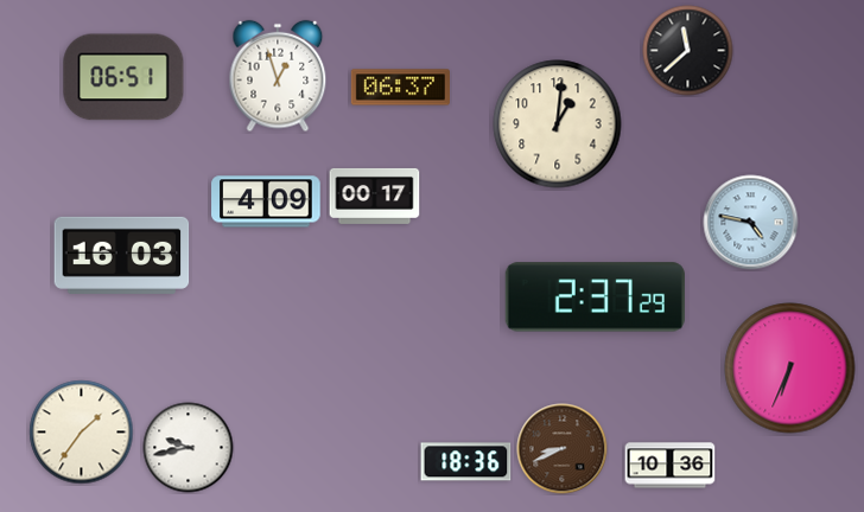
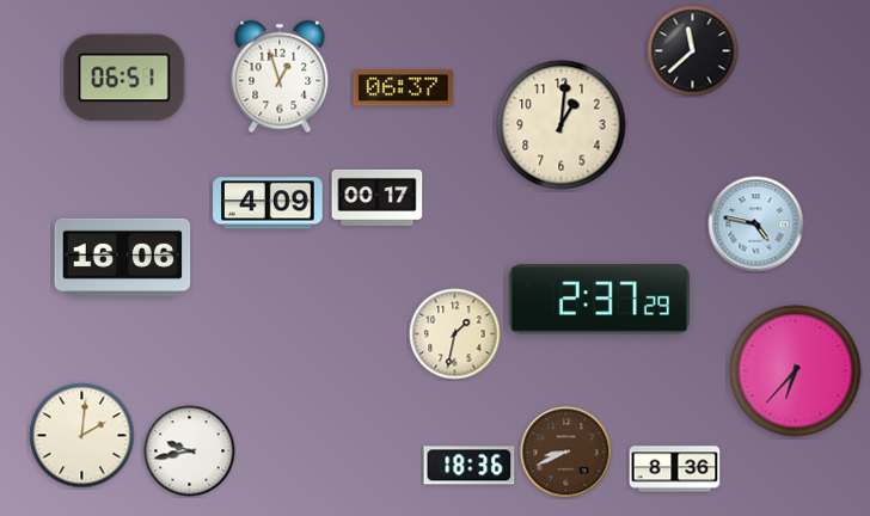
clock at (122, 255): 16:03 -> 16:06
clock at (455, 334): none -> 1:32
clock at (790, 369): 6:34 -> 6:37
clock at (82, 433): 1:36 -> 2:01
clock at (671, 466): 10:36 -> 8:36
